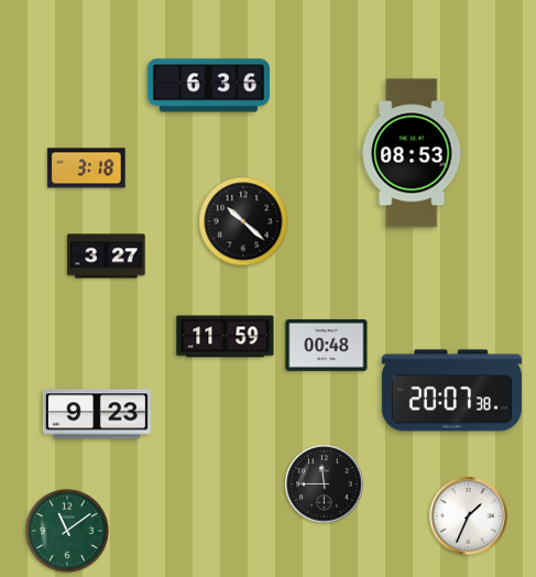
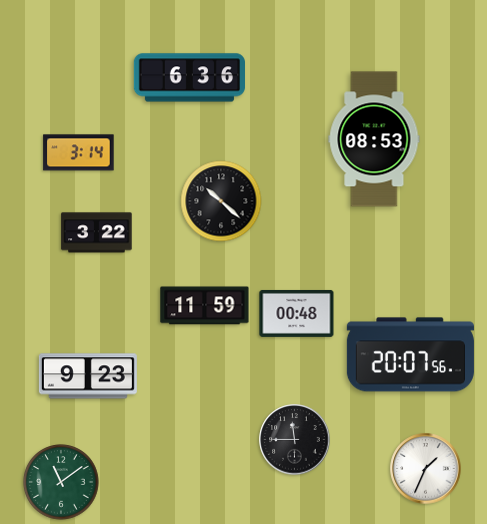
clock at (87, 168): 3:18 -> 3:14
clock at (107, 257): 3:27 -> 3:22
clock at (451, 391): 20:07:38 -> 20:07:56
